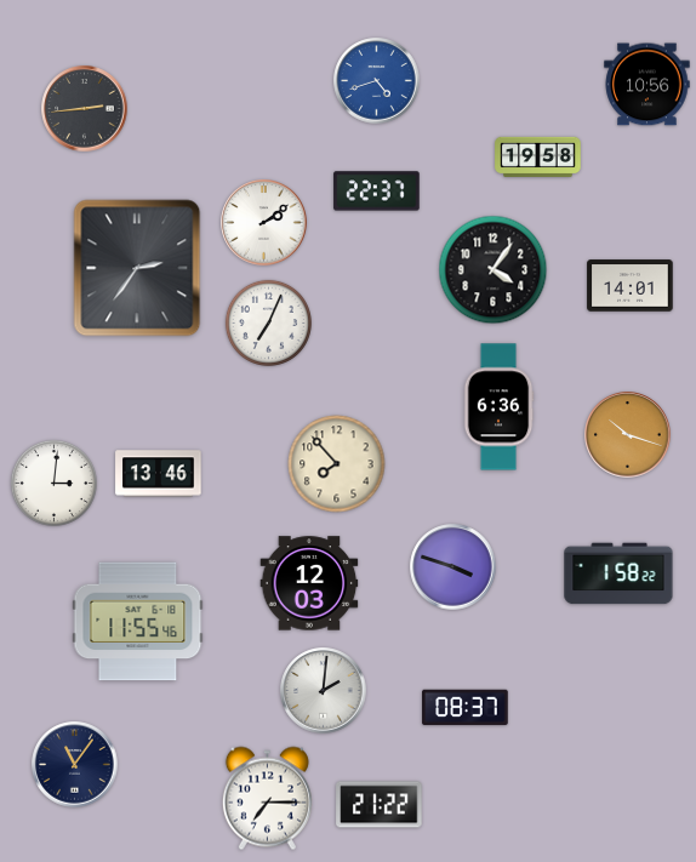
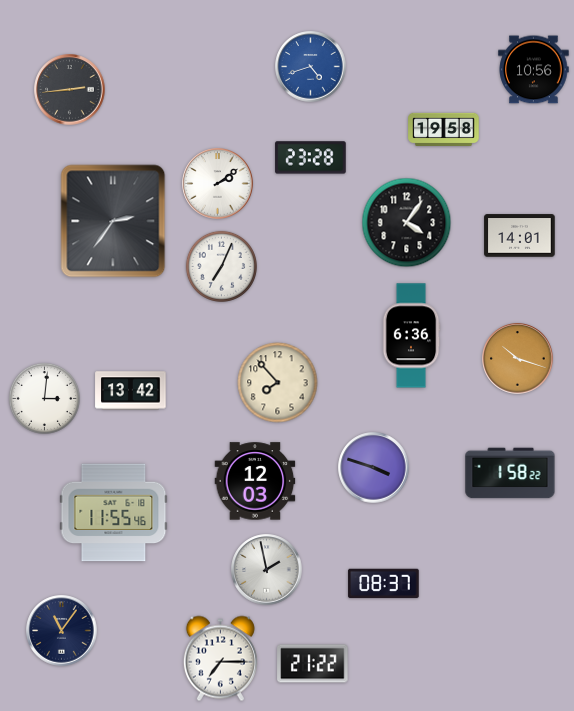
clock at (377, 192): 22:37 -> 23:28
clock at (159, 474): 13:46 -> 13:42
clock at (324, 691): 2:01 -> 1:58
